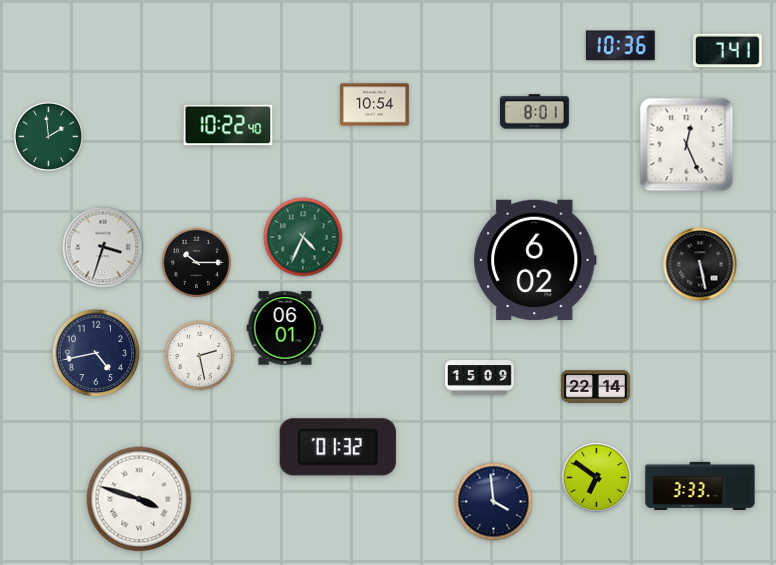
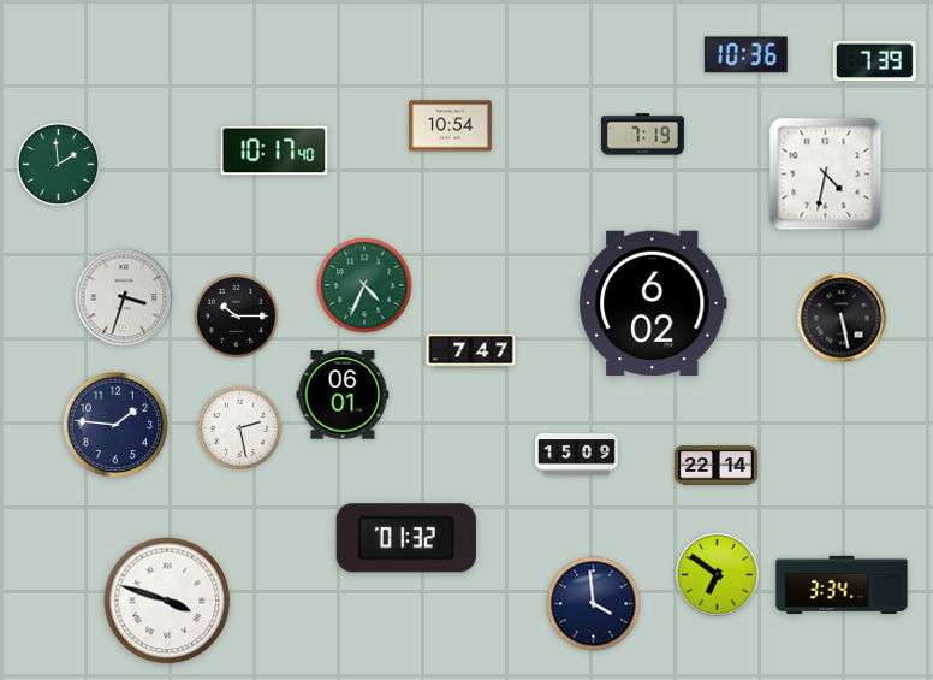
clock at (727, 51): 7:41 -> 7:39
clock at (534, 112): 8:01 -> 7:19
clock at (228, 125): 10:22 -> 10:17
clock at (687, 145): 12:26 -> 4:32
clock at (535, 260) position: (535, 260) -> (653, 303)
clock at (471, 351): none -> 7:47
clock at (96, 353): 4:43 -> 1:46
clock at (700, 485): 3:33 -> 3:34
